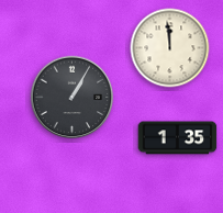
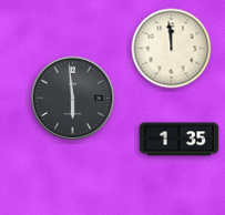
clock at (73, 98): 1:05 -> 5:59
